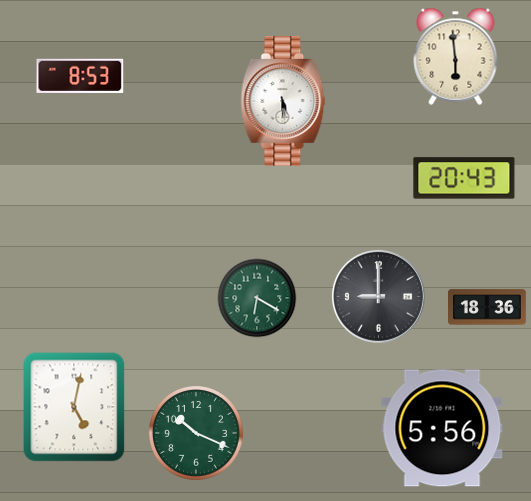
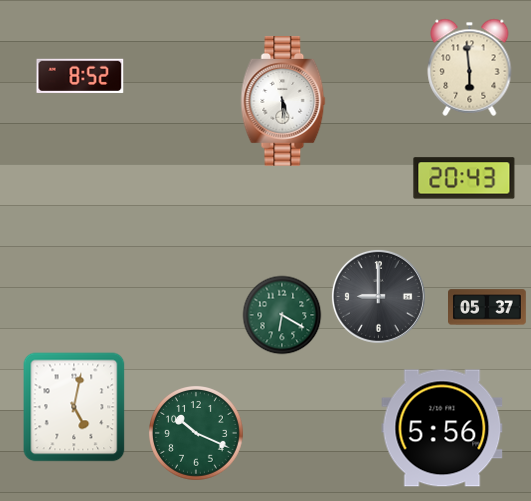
clock at (456, 56) position: (456, 56) -> (470, 67)
clock at (80, 76): 8:53 -> 8:52
clock at (257, 298) position: (257, 298) -> (282, 315)
clock at (488, 307): 18:36 -> 05:37
